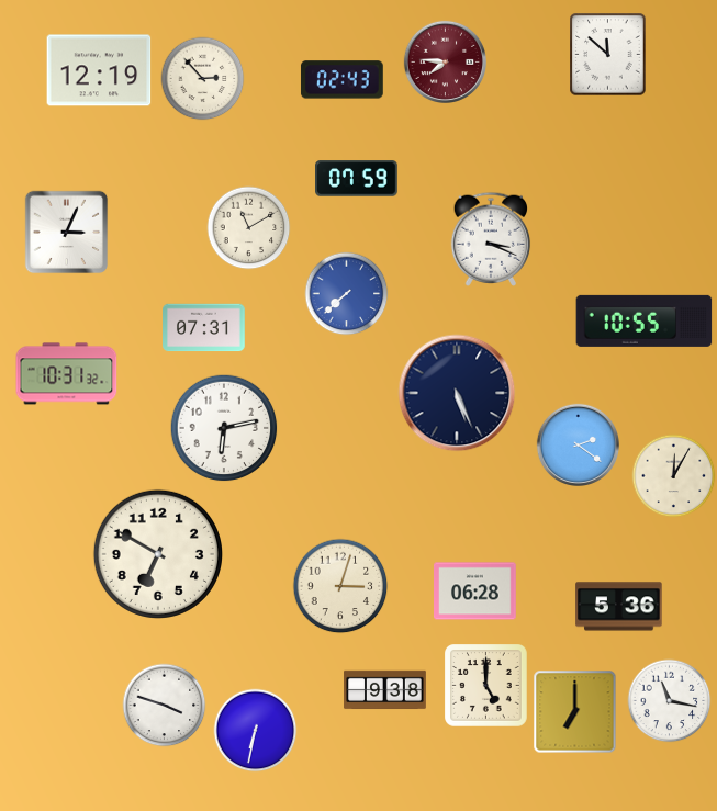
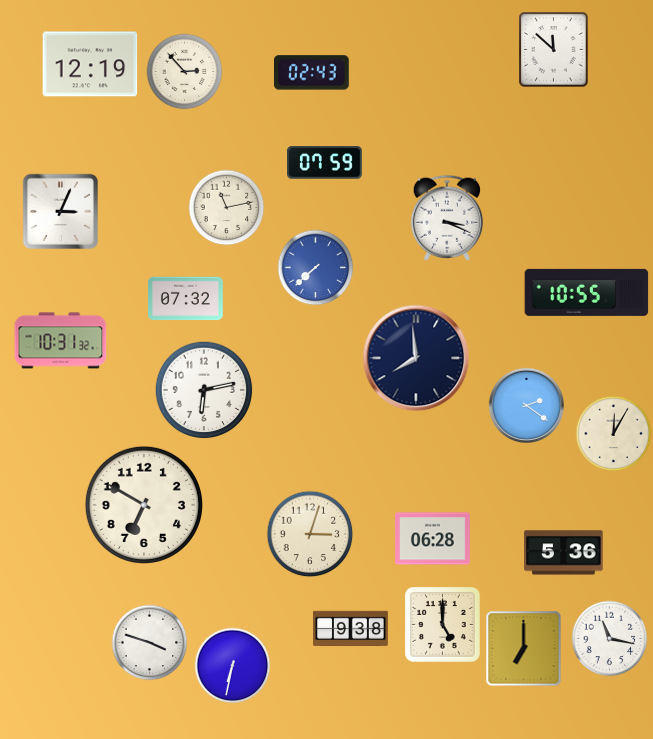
clock at (445, 61): 7:46 -> none
clock at (249, 228): 11:10 -> 11:13
clock at (204, 328): 07:31 -> 07:32
clock at (457, 393): 5:26 -> 7:59
